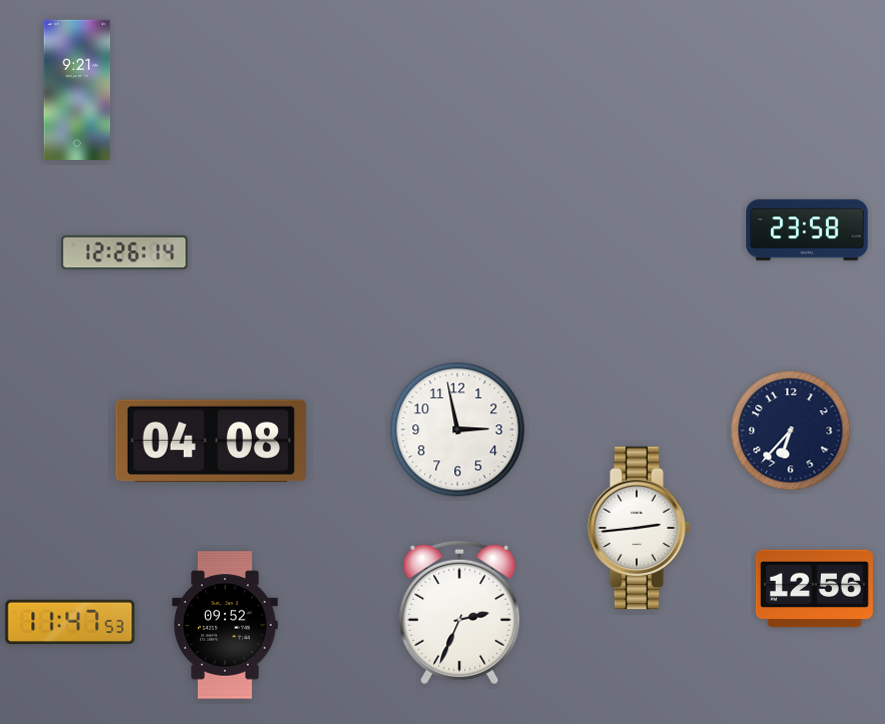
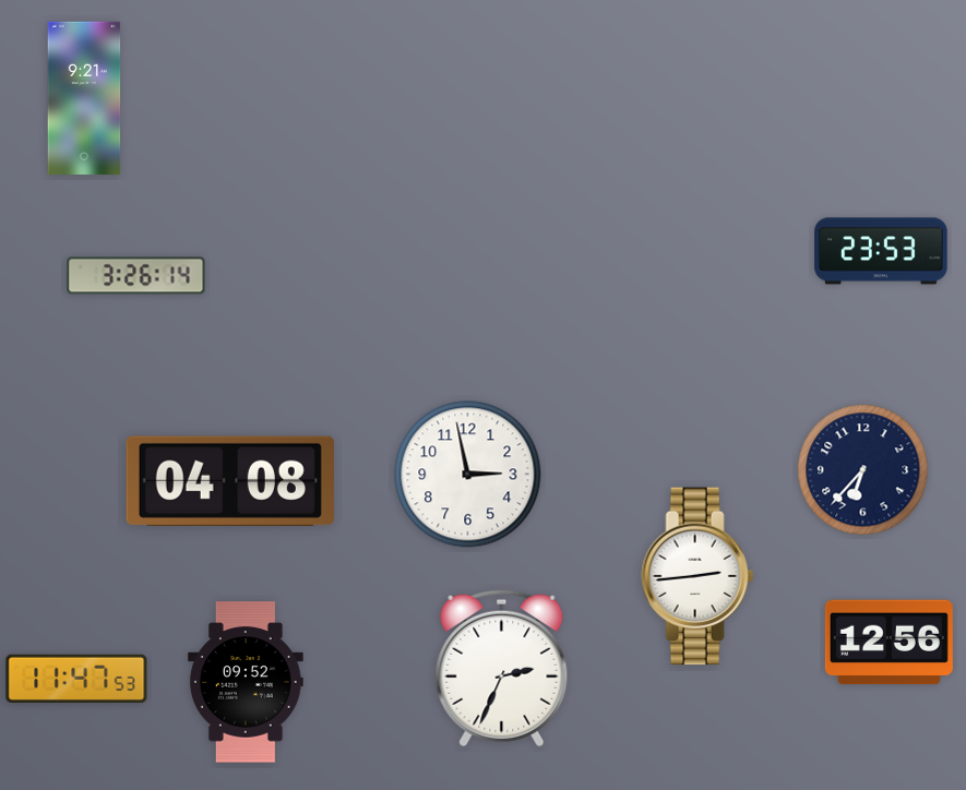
clock at (807, 230): 23:58 -> 23:53
clock at (125, 253): 12:26 -> 3:26
clock at (458, 430) position: (458, 430) -> (468, 475)
